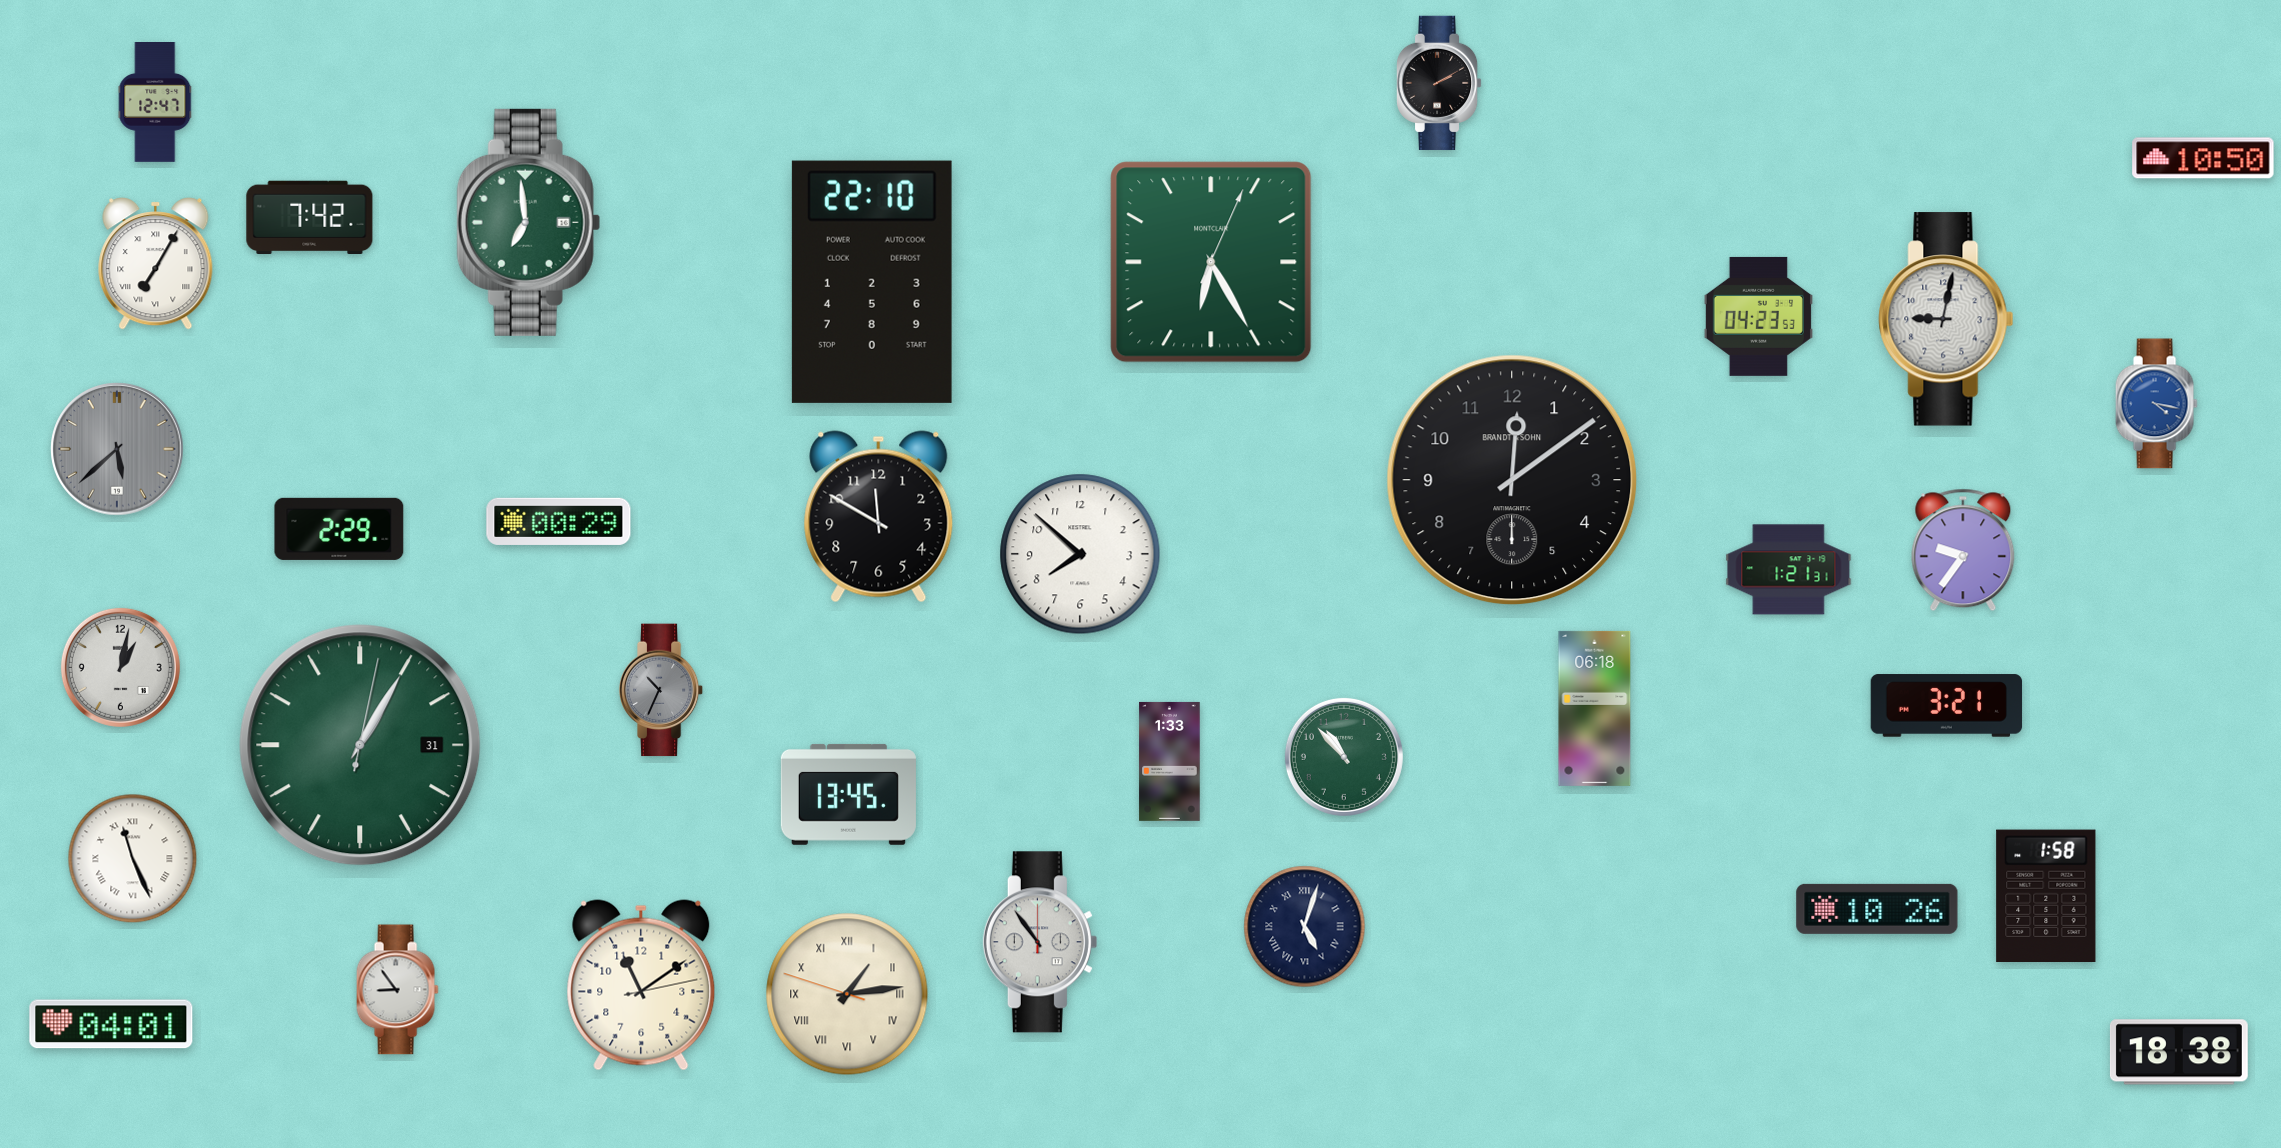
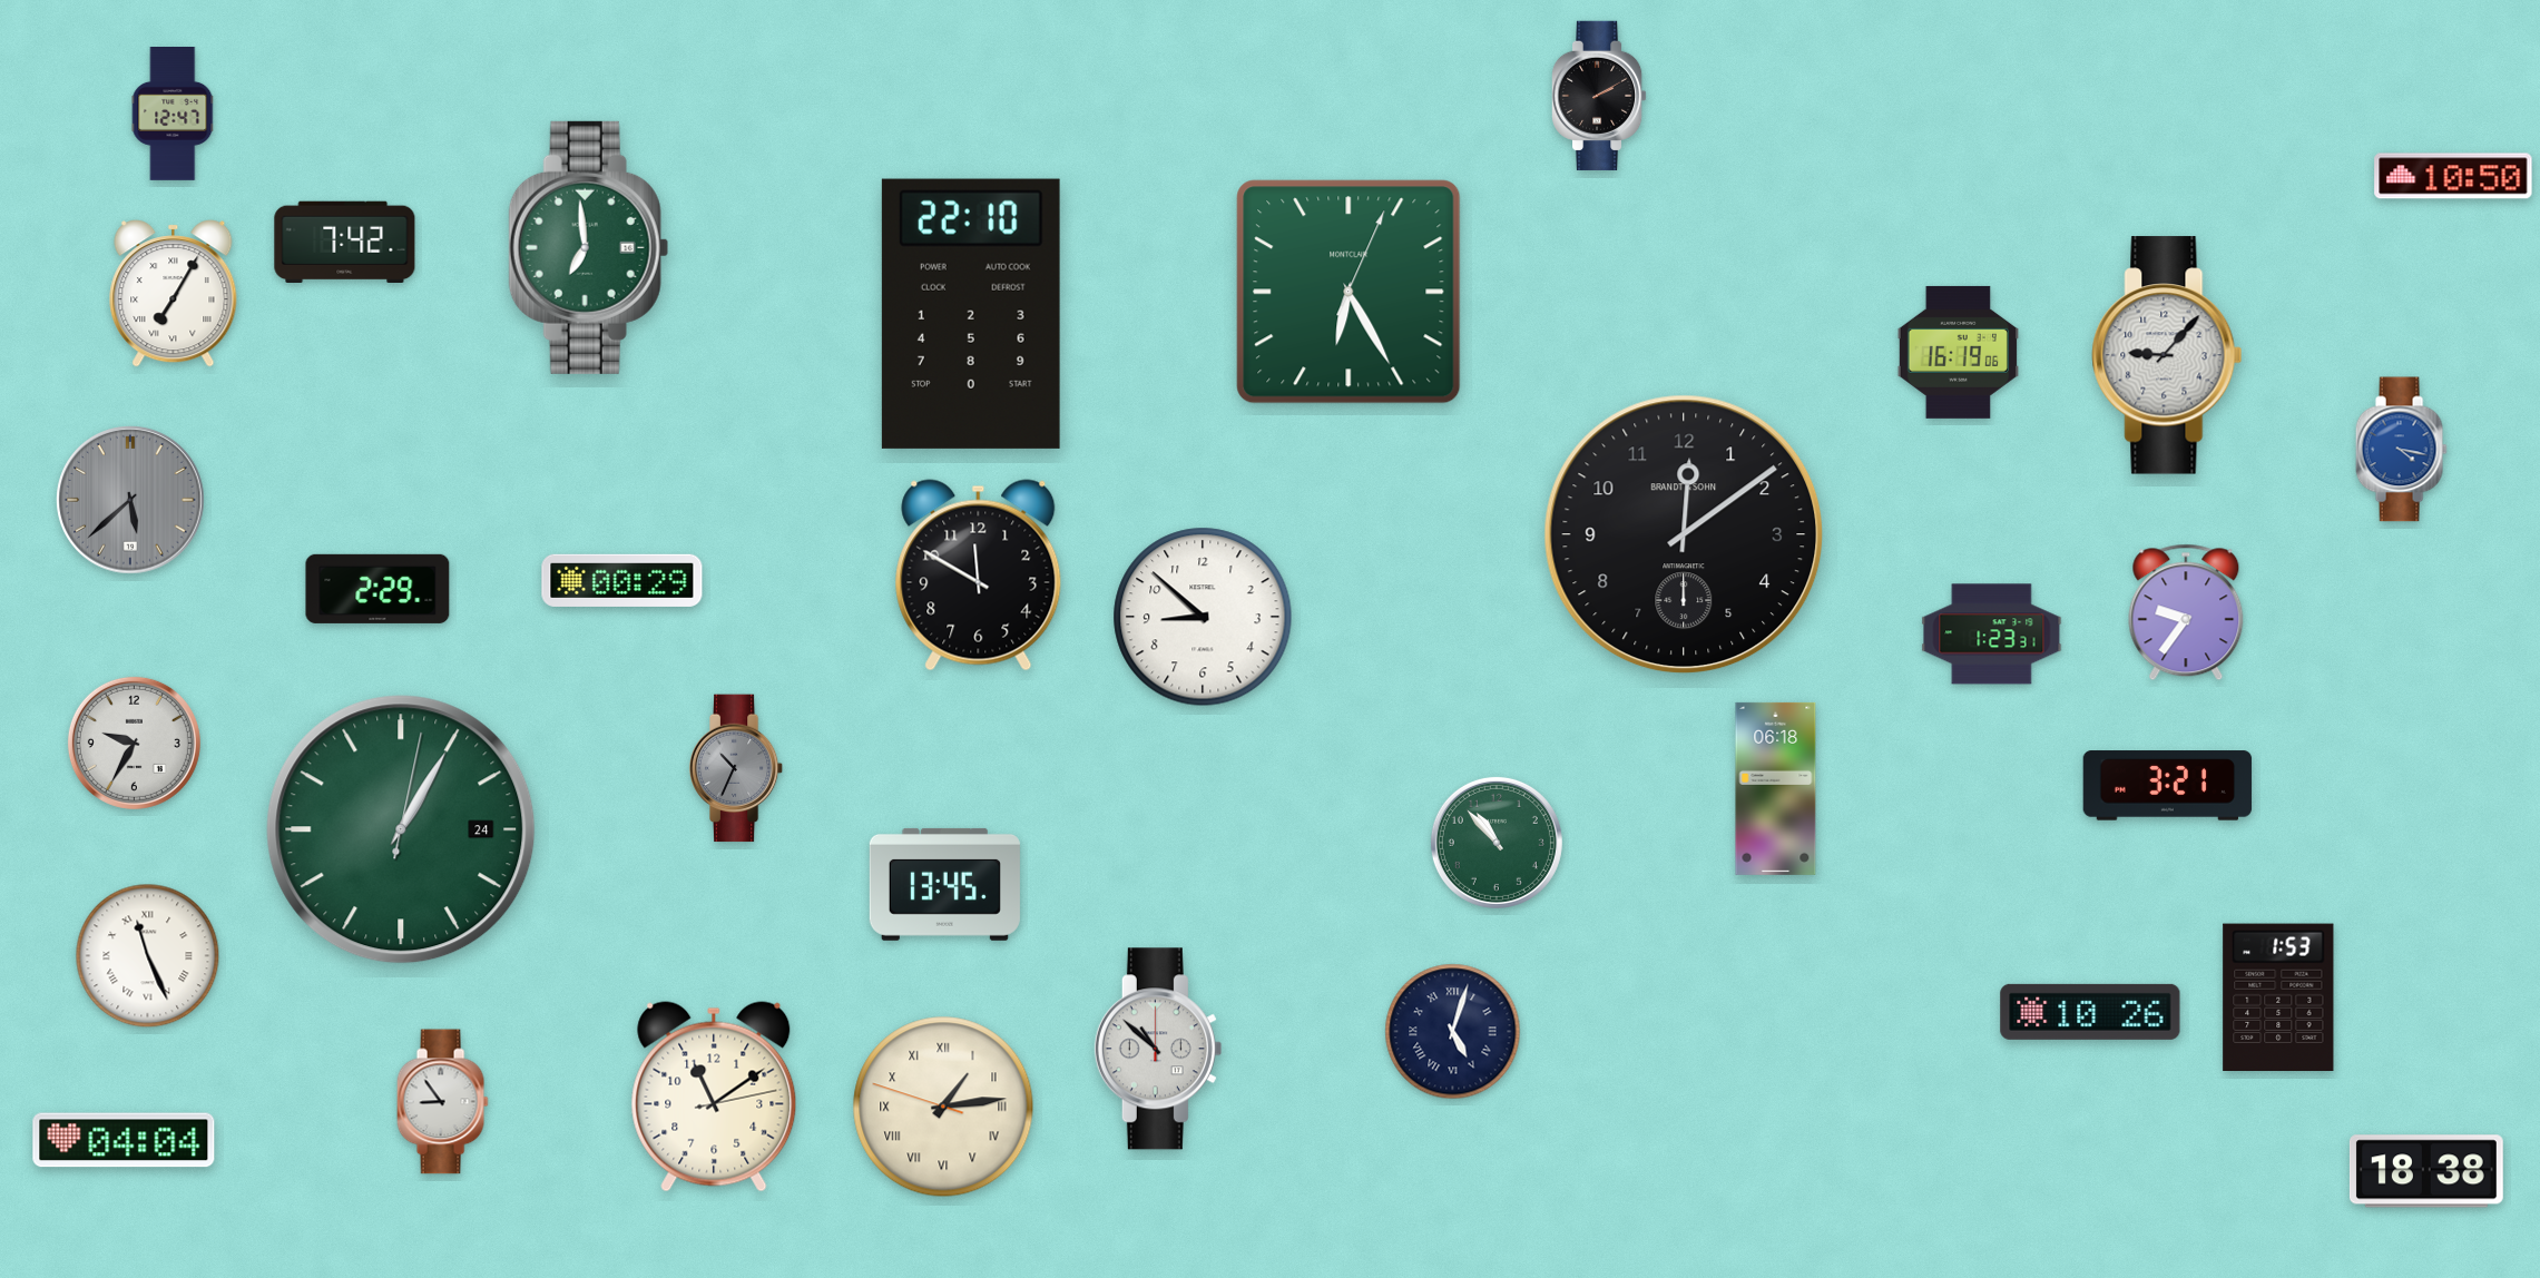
clock at (1439, 83) position: (1439, 83) -> (1599, 96)
clock at (1758, 316): 04:23 -> 16:19
clock at (1946, 319): 9:02 -> 9:07
clock at (1080, 554): 7:52 -> 8:52
clock at (1789, 570): 1:21 -> 1:23
clock at (120, 667): 1:02 -> 9:35
clock at (360, 745) date: 31 -> 24
clock at (1170, 761): 1:33 -> none
clock at (2046, 895): 1:58 -> 1:53
clock at (1040, 942): 10:54 -> 10:52
clock at (111, 1024): 04:01 -> 04:04
